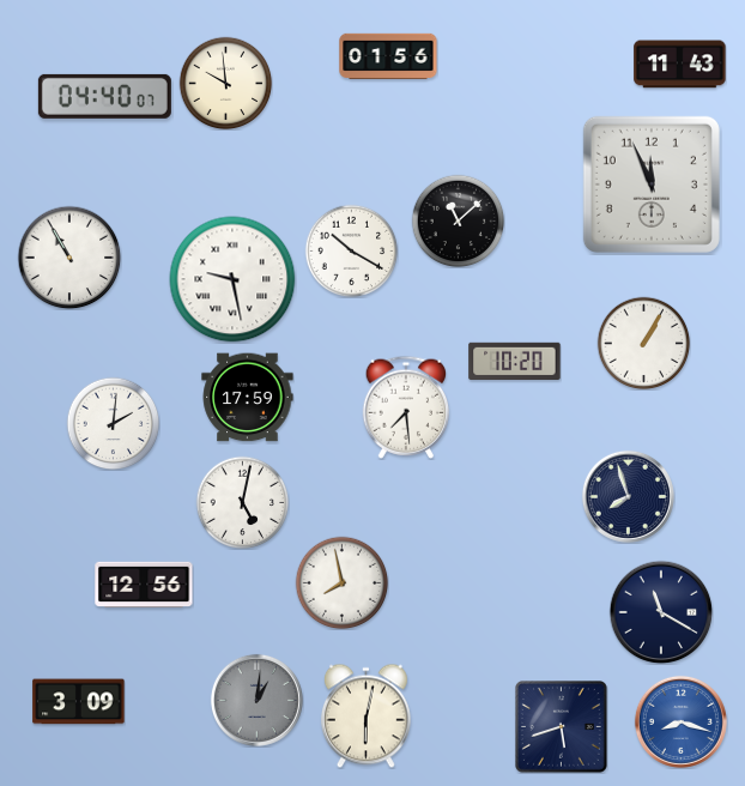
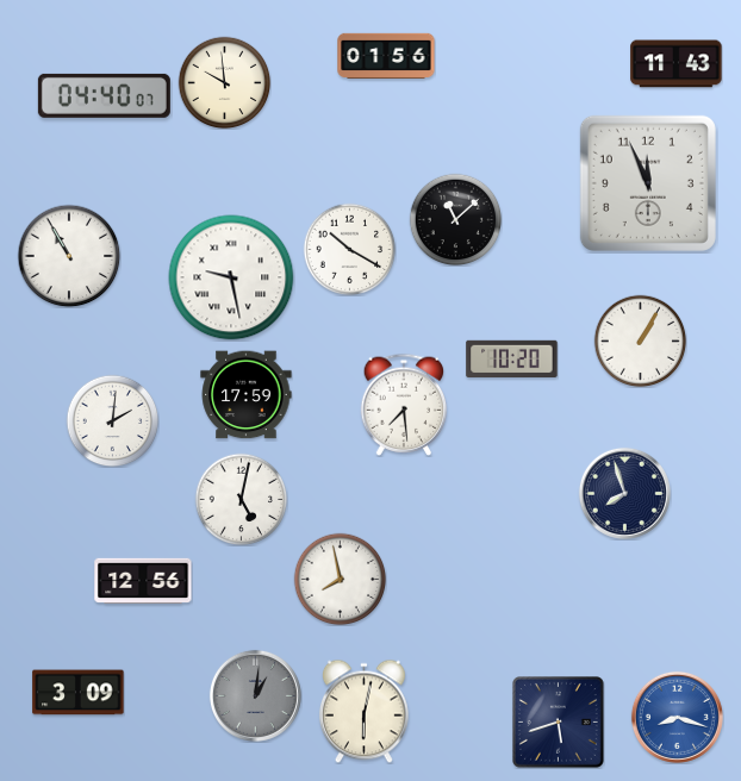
clock at (661, 612): 11:20 -> none
clock at (79, 702) position: (79, 702) -> (79, 693)
